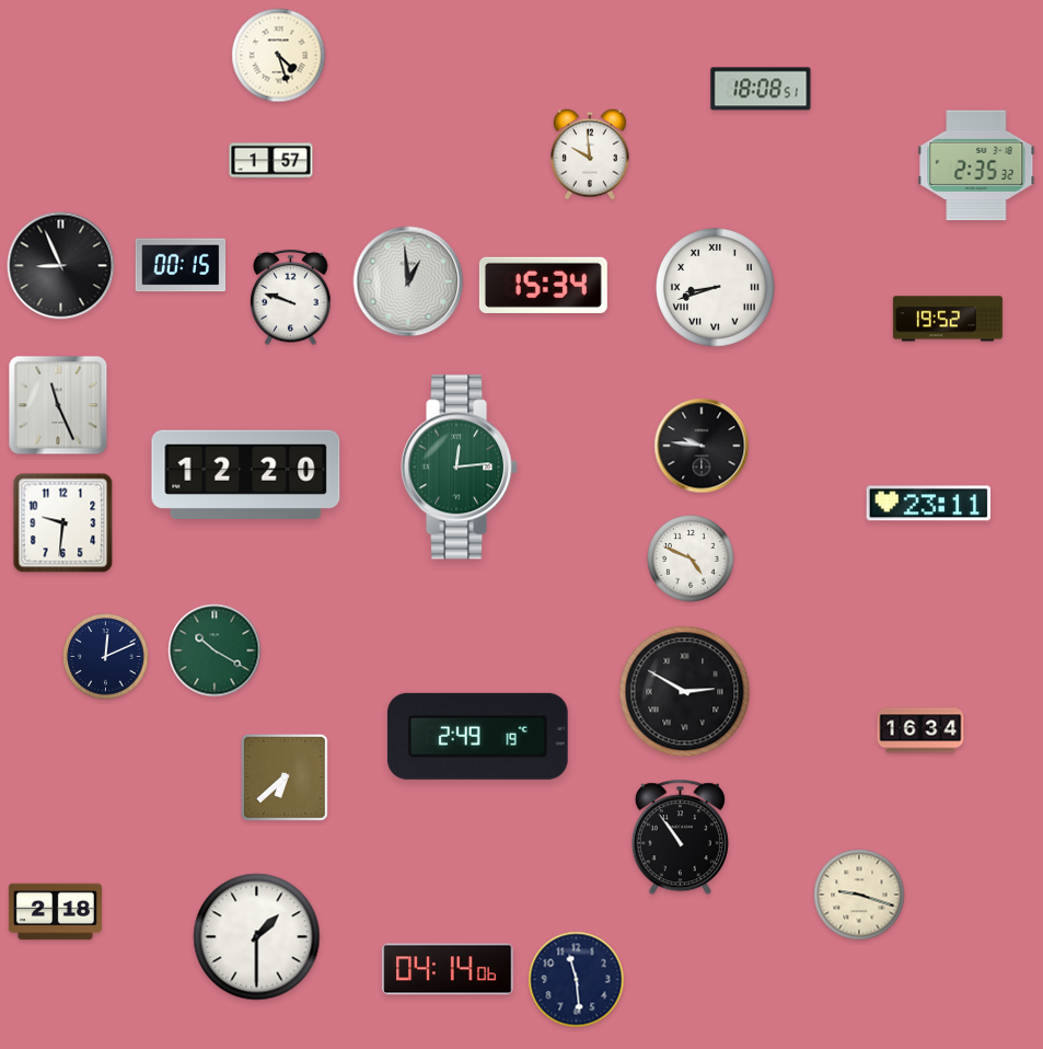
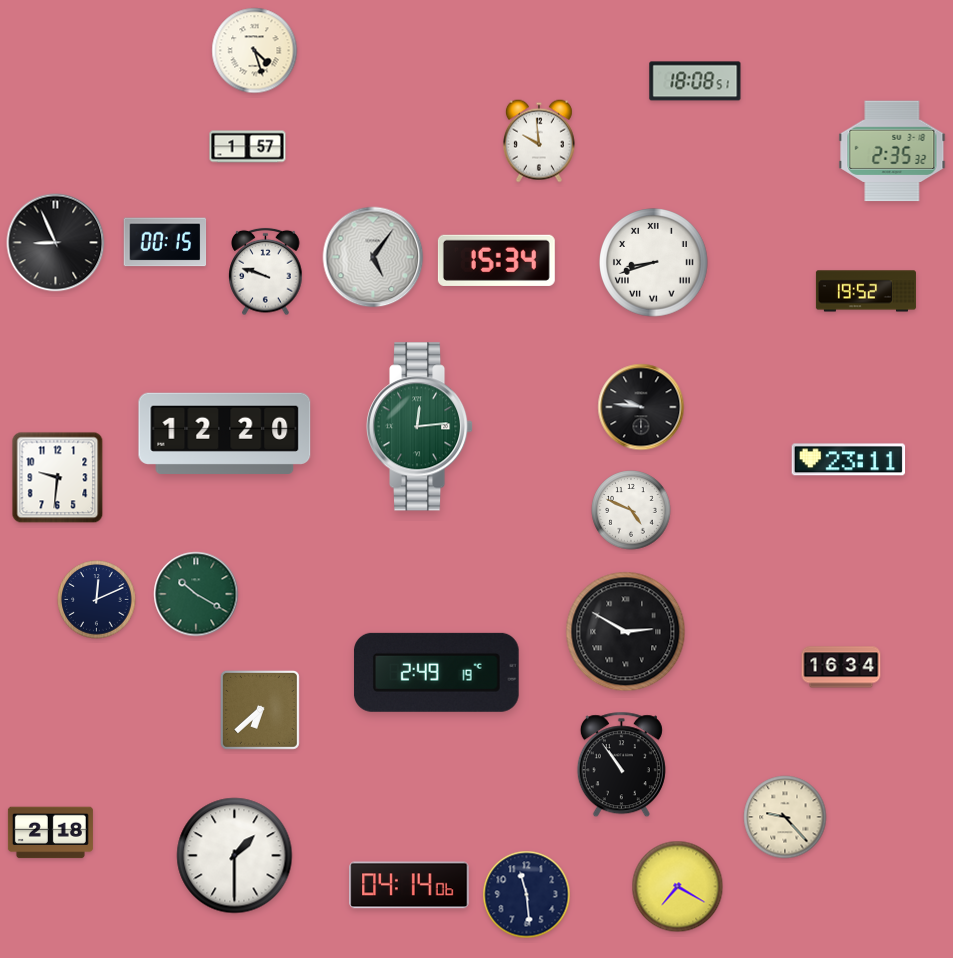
clock at (408, 281): 12:59 -> 5:06
clock at (58, 405): 11:26 -> none
clock at (859, 895): 9:18 -> 9:23
clock at (678, 887): none -> 7:20
